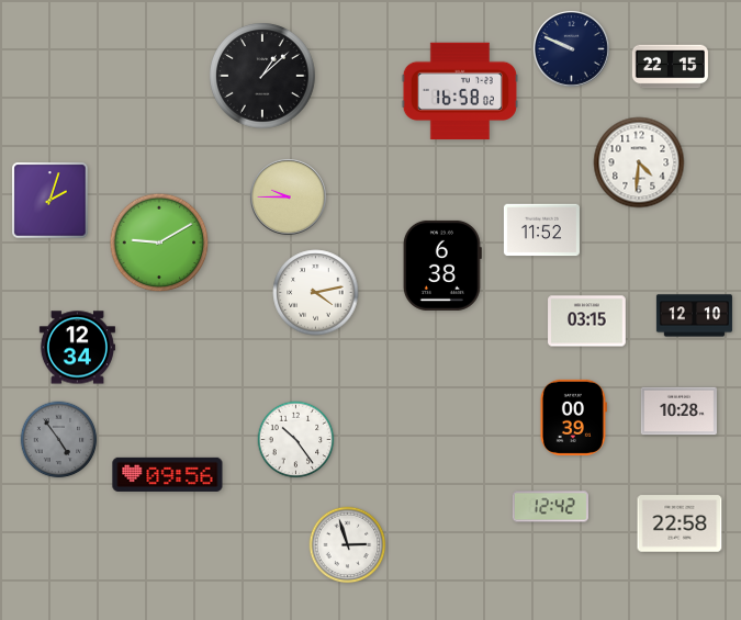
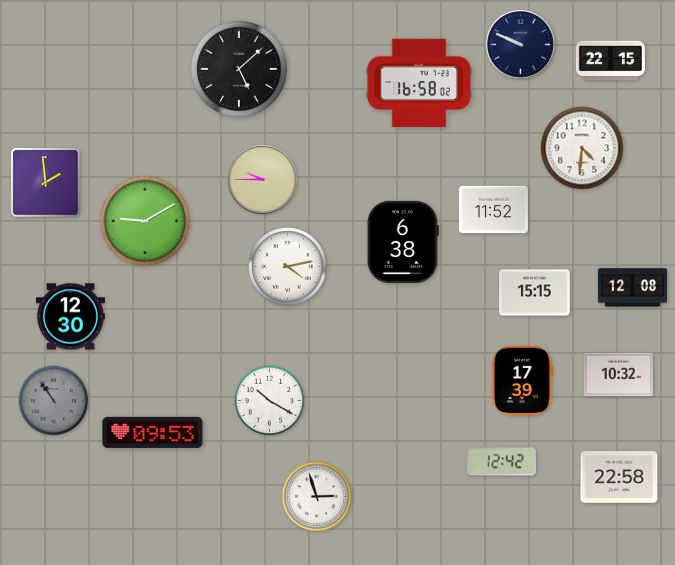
clock at (263, 77): 1:08 -> 5:08
clock at (50, 201): 2:03 -> 1:59
clock at (694, 316): 12:10 -> 12:08
clock at (587, 322): 03:15 -> 15:15
clock at (77, 348): 12:34 -> 12:30
clock at (678, 412): 10:28 -> 10:32
clock at (573, 417): 00:39 -> 17:39
clock at (59, 440): 4:54 -> 10:54
clock at (296, 440): 10:24 -> 10:20
clock at (168, 474): 09:56 -> 09:53
